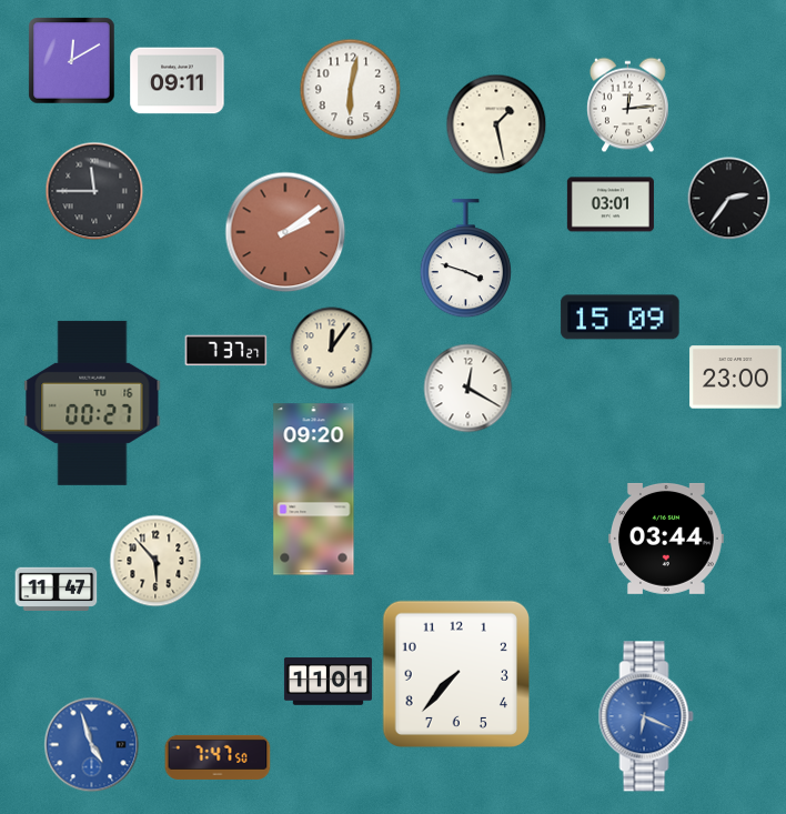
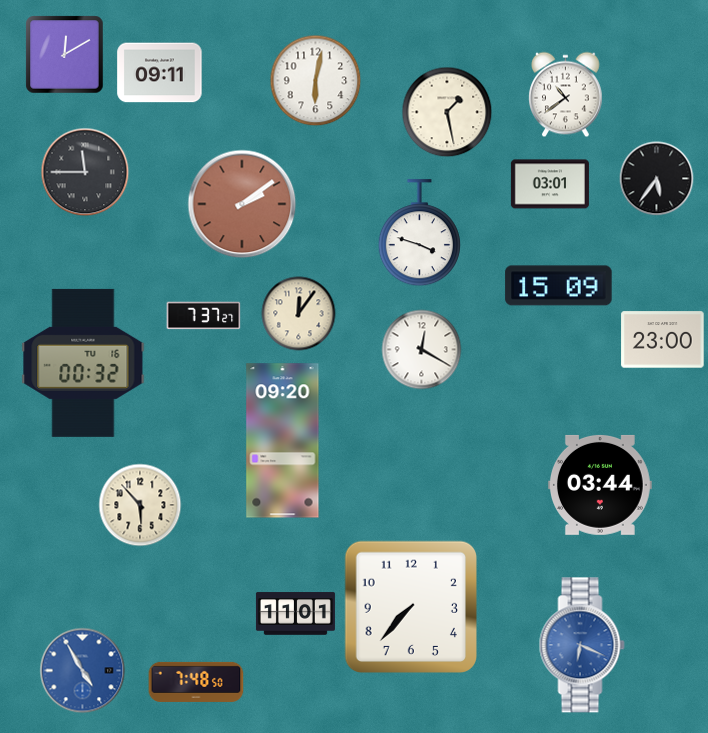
clock at (628, 105): 12:14 -> 10:39
clock at (729, 199): 2:36 -> 5:36
clock at (285, 232) position: (285, 232) -> (242, 204)
clock at (92, 403): 00:27 -> 00:32
clock at (57, 589): 11:47 -> none
clock at (92, 745): 4:57 -> 4:55
clock at (218, 757): 7:47 -> 7:48
